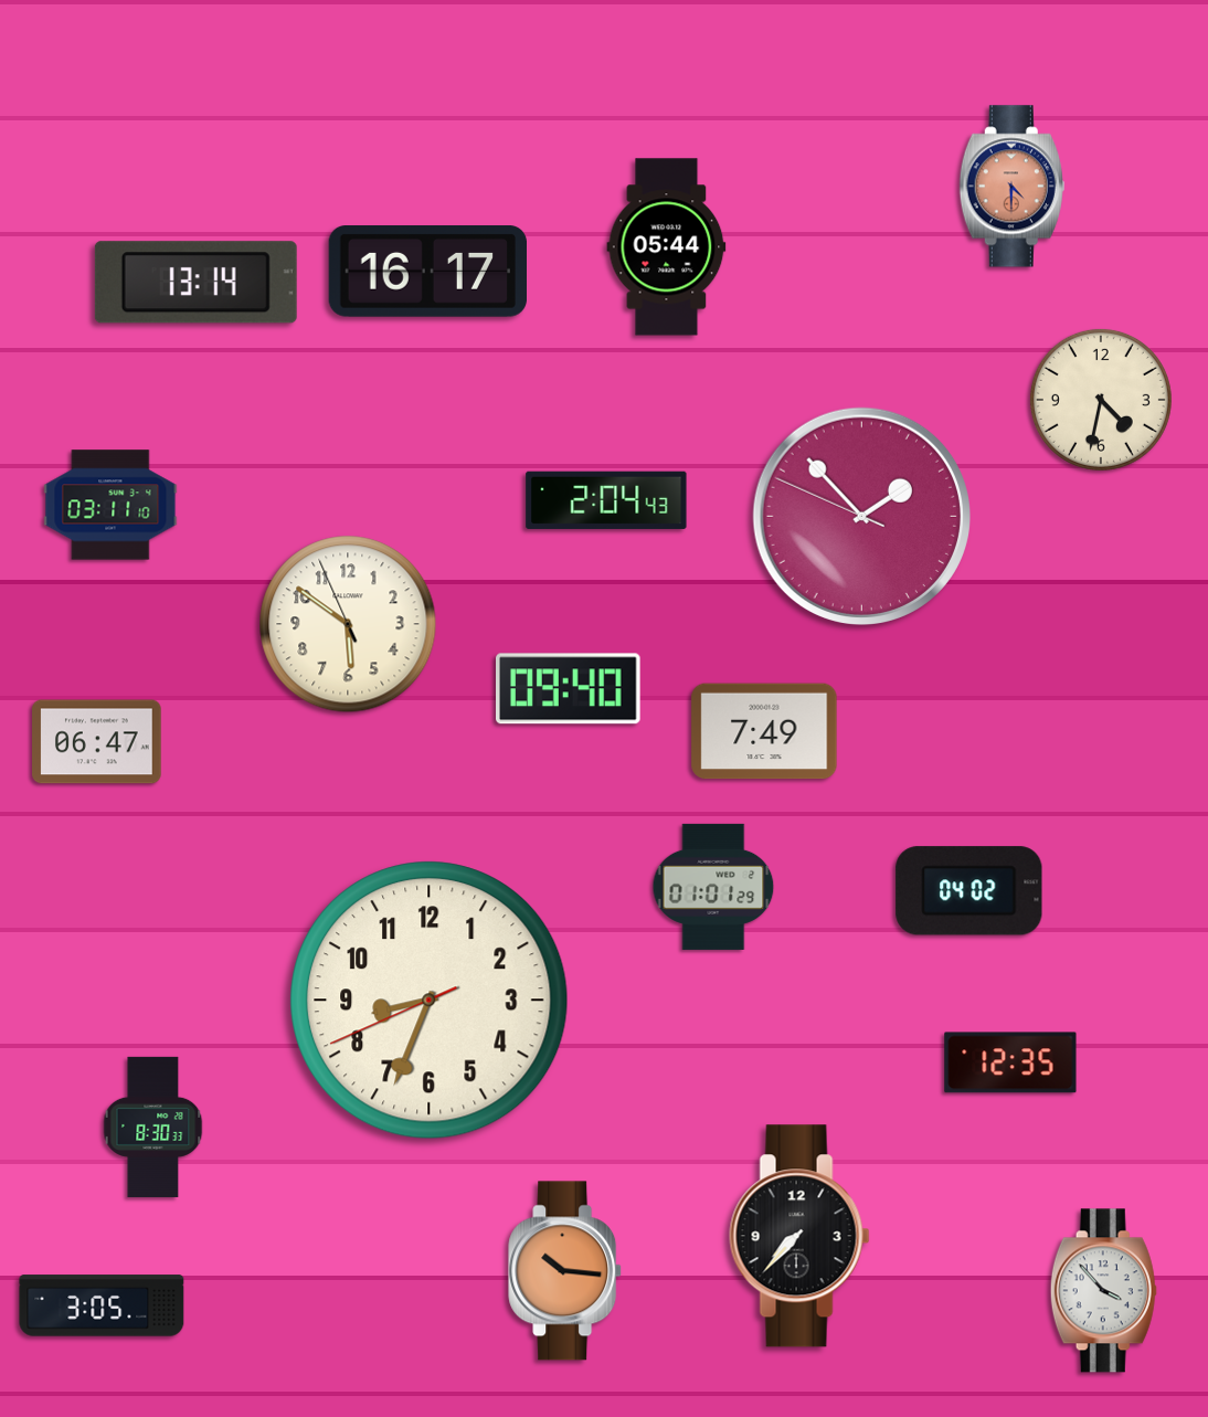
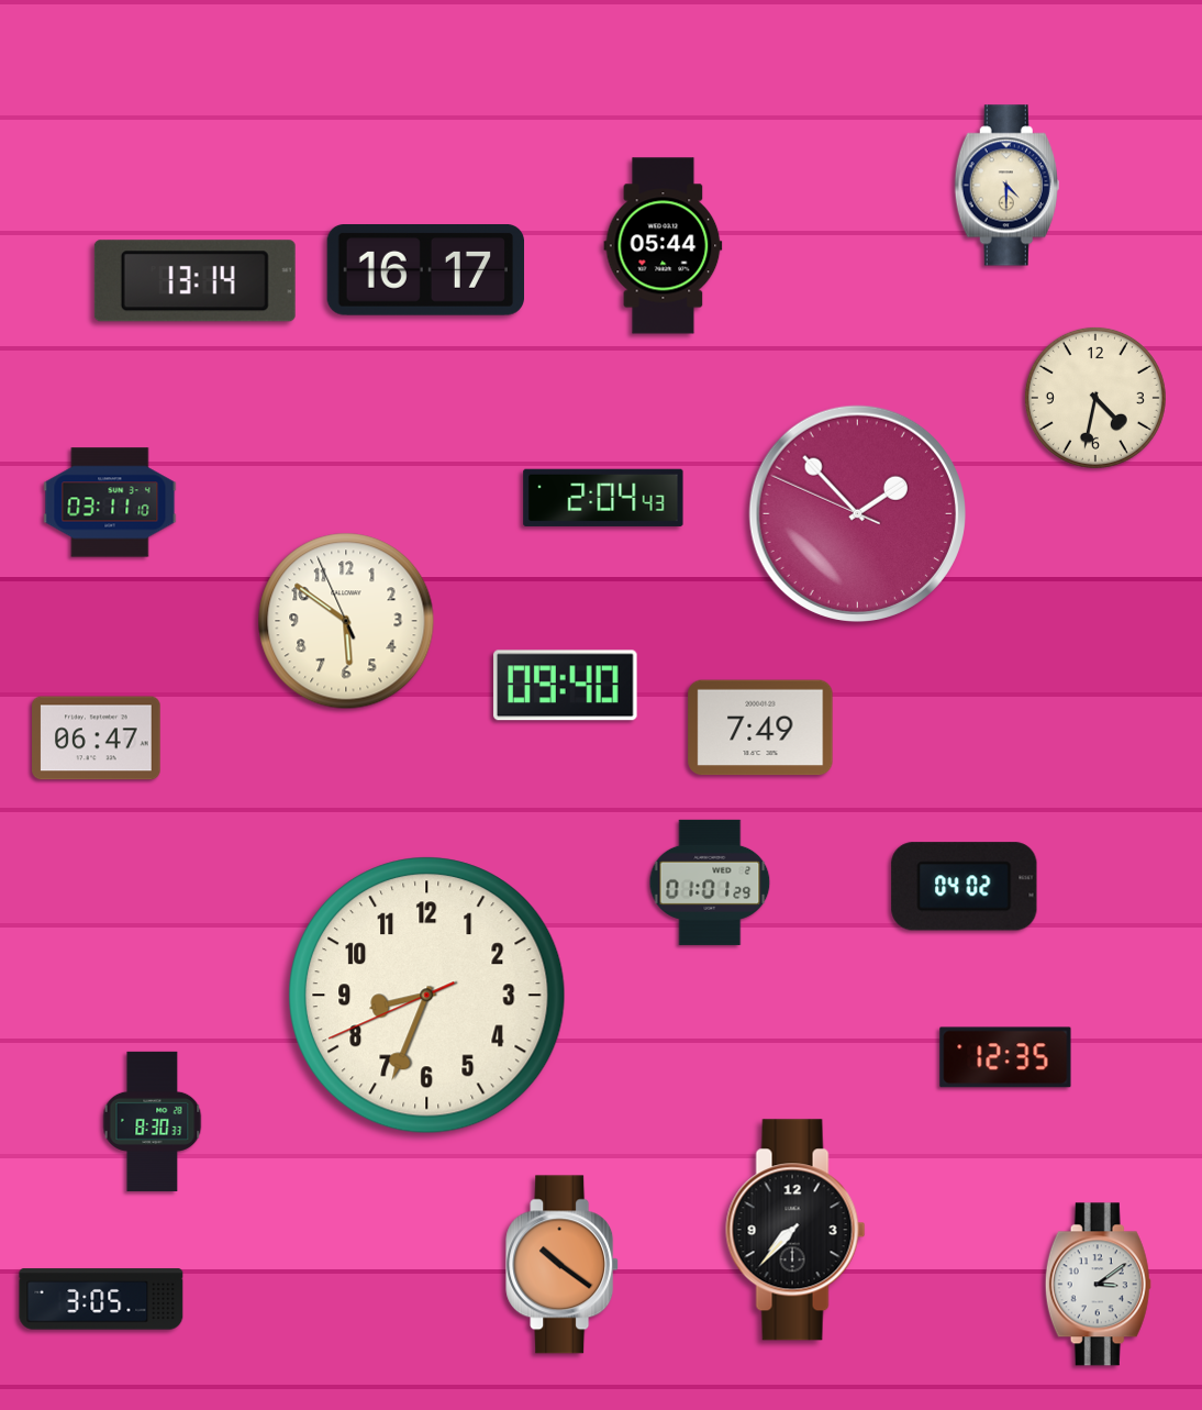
clock at (1011, 187) dial: salmon -> cream
clock at (565, 1271): 10:16 -> 10:21
clock at (1103, 1291): 3:53 -> 3:09
